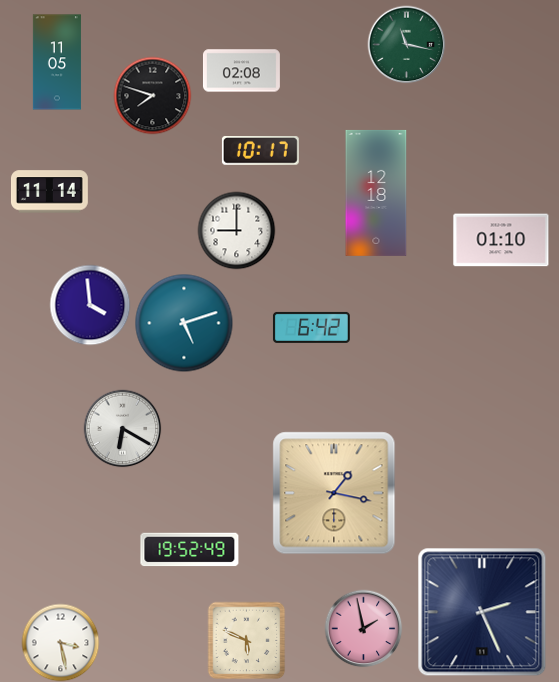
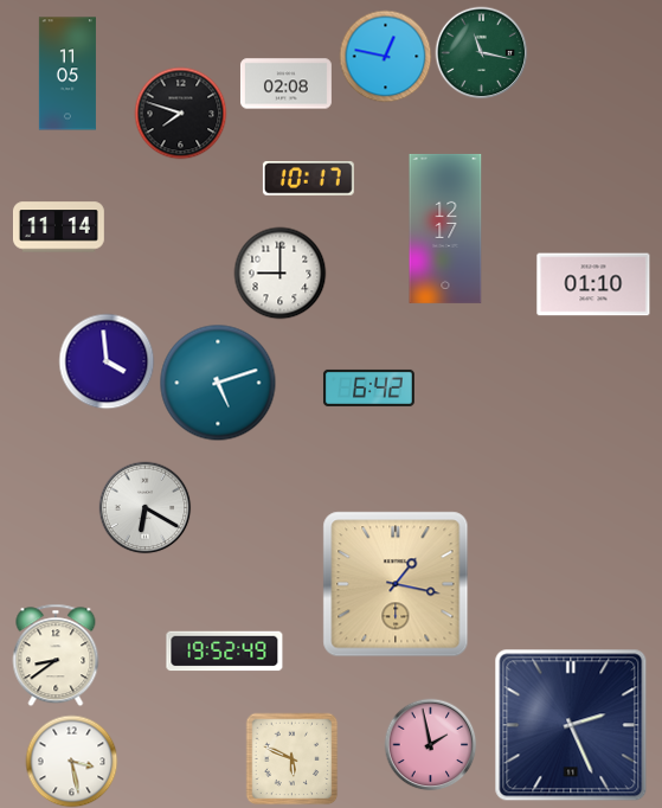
clock at (385, 56): none -> 12:47
clock at (376, 193): 12:18 -> 12:17
clock at (56, 655): none -> 8:39
